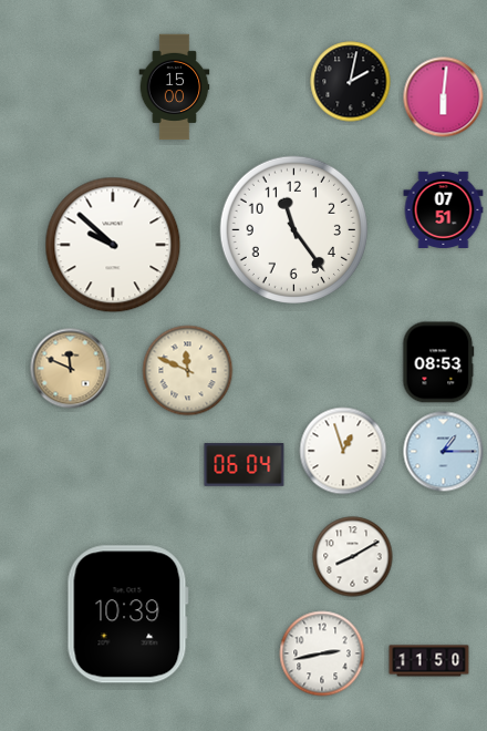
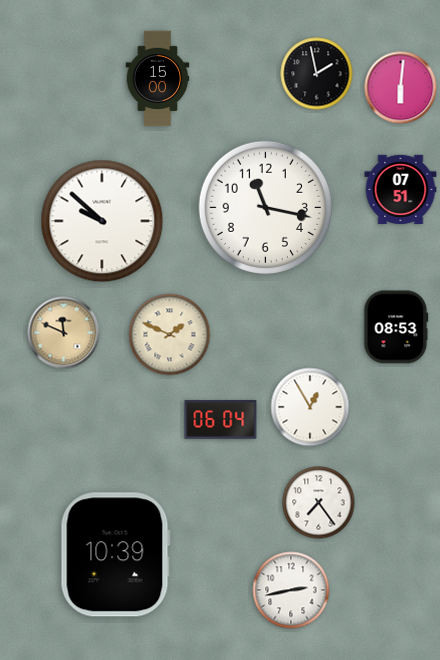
clock at (351, 82): 2:02 -> 1:58
clock at (293, 229): 11:24 -> 11:17
clock at (188, 371): 11:49 -> 1:49
clock at (343, 451): 12:57 -> 12:55
clock at (444, 452): 1:15 -> none
clock at (353, 557): 8:10 -> 7:24
clock at (429, 661): 11:50 -> none
